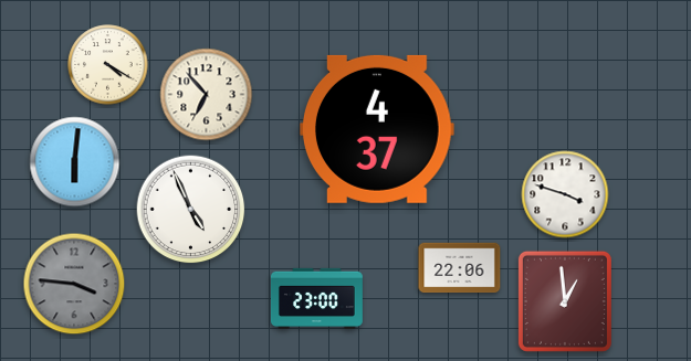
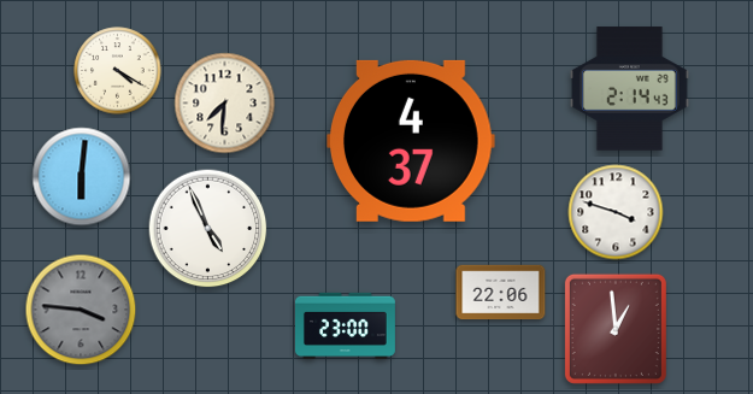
clock at (629, 89): none -> 2:14
clock at (207, 95): 6:53 -> 7:31
